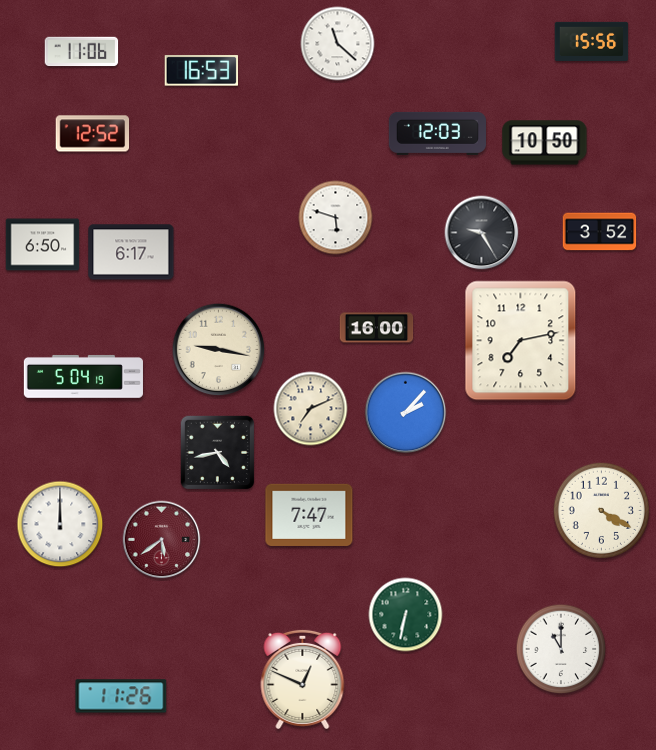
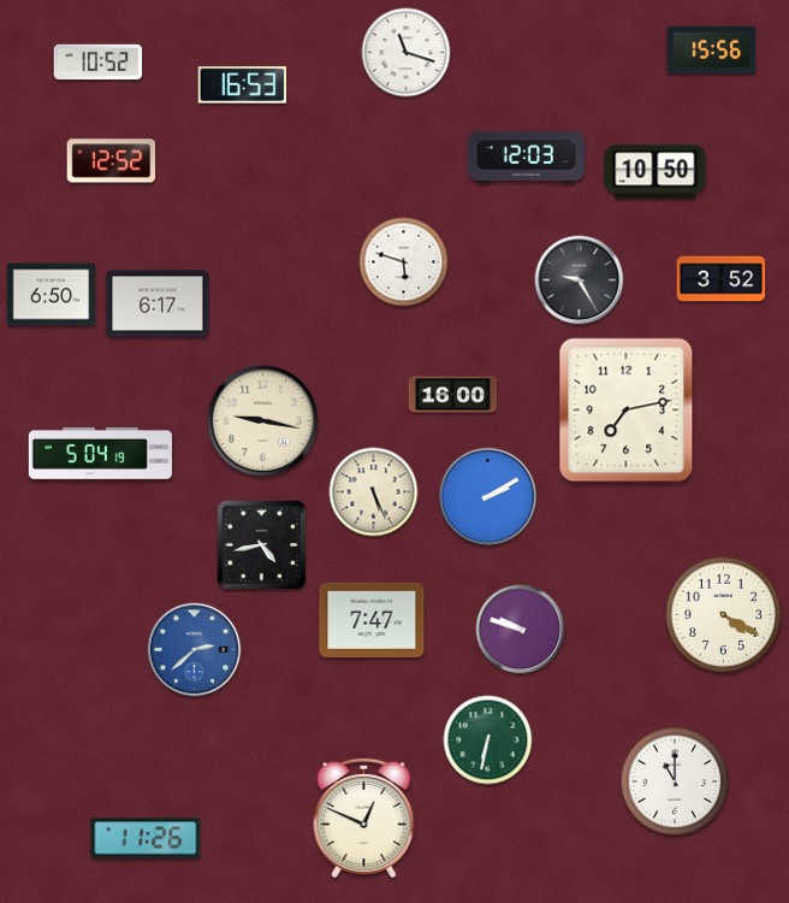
clock at (338, 44): 11:22 -> 11:18
clock at (82, 52): 11:06 -> 10:52
clock at (437, 133) position: (437, 133) -> (526, 157)
clock at (311, 409): 7:11 -> 5:26
clock at (406, 413): 2:07 -> 2:10
clock at (521, 630): none -> 9:48
clock at (60, 524): 12:00 -> none
clock at (162, 540): 5:39 -> 2:38
clock at (162, 540) dial: burgundy -> blue
